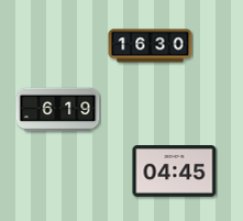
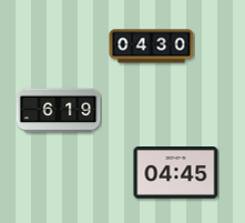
clock at (151, 46): 16:30 -> 04:30
